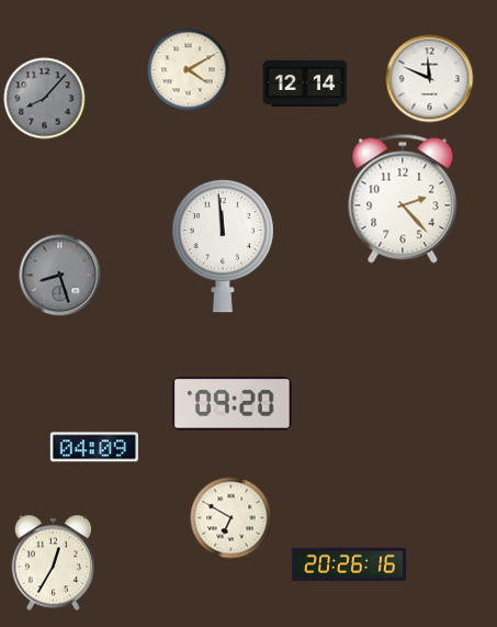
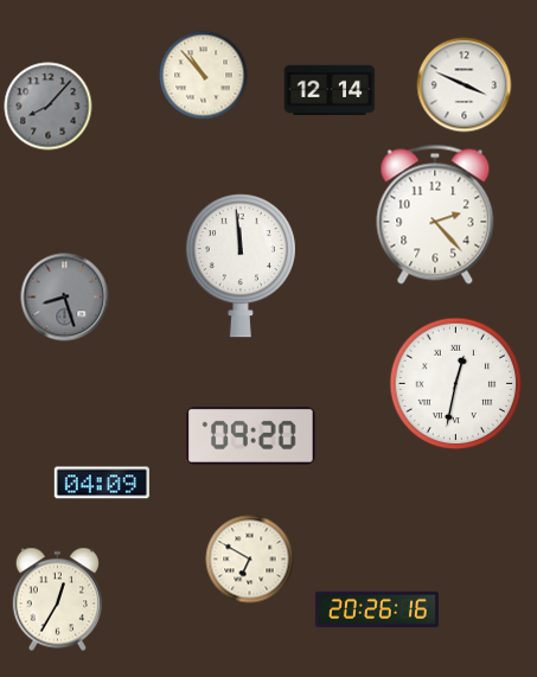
clock at (189, 70): 4:10 -> 10:53
clock at (430, 79): 11:49 -> 3:49
clock at (456, 384): none -> 12:32
clock at (53, 563) position: (53, 563) -> (57, 600)
